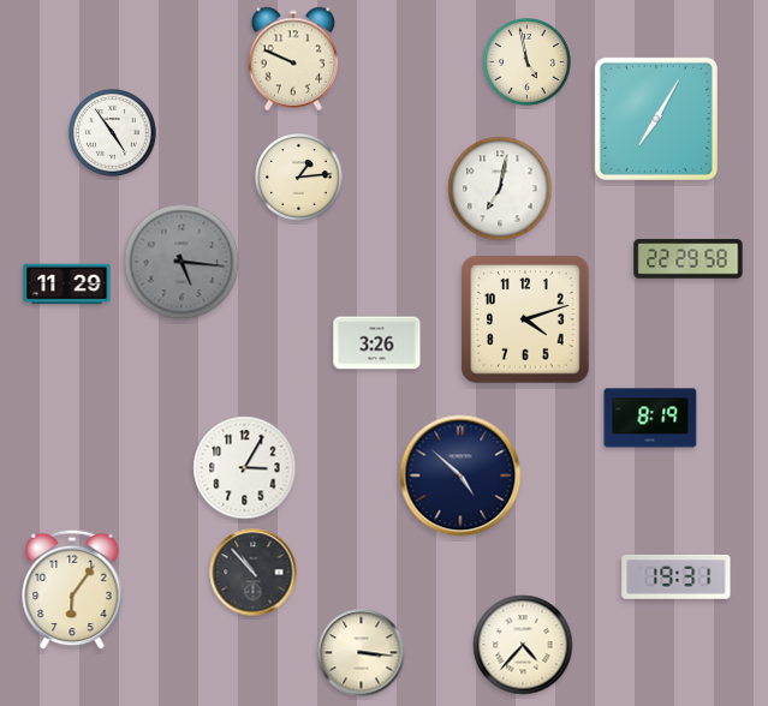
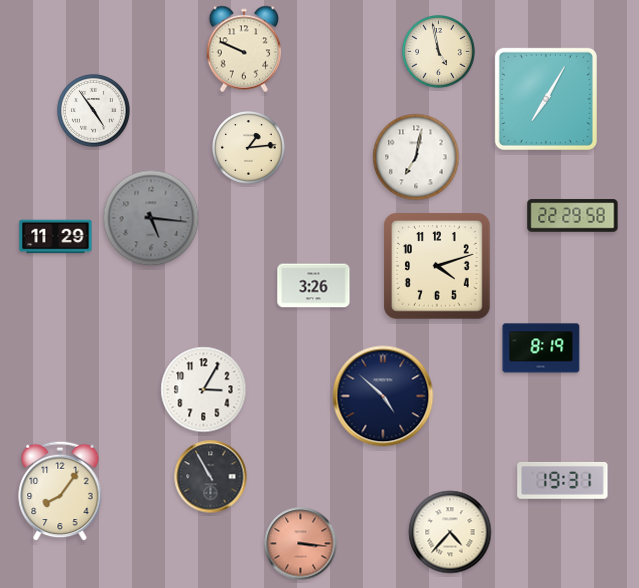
clock at (254, 573): 10:53 -> 10:55
clock at (72, 590): 6:06 -> 8:06
clock at (523, 645) position: (523, 645) -> (450, 532)
clock at (362, 653) dial: cream -> salmon
